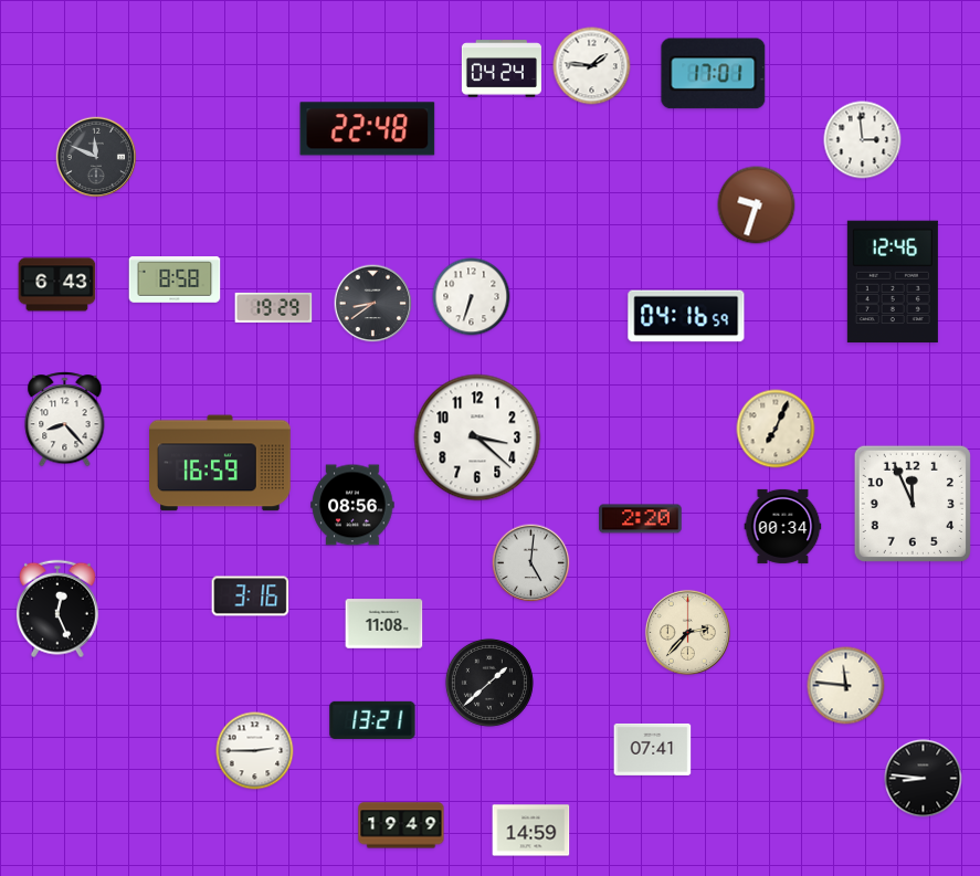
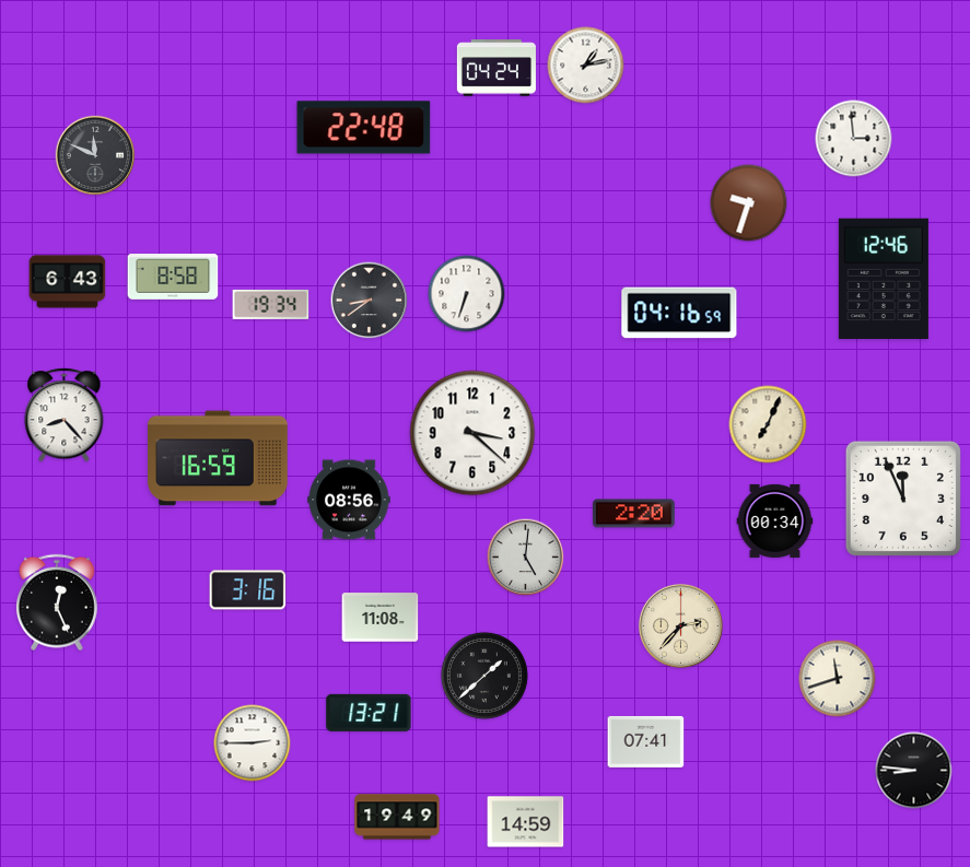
clock at (592, 66): 1:46 -> 1:13
clock at (714, 74): 17:01 -> none
clock at (57, 285) position: (57, 285) -> (68, 282)
clock at (274, 307): 19:29 -> 19:34
clock at (846, 686): 11:46 -> 11:42
